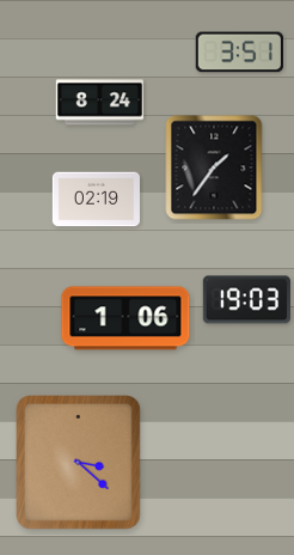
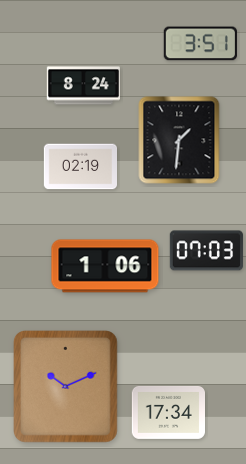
clock at (214, 167): 1:36 -> 1:31
clock at (246, 300): 19:03 -> 07:03
clock at (79, 463): 3:22 -> 10:11
clock at (168, 412): none -> 17:34
